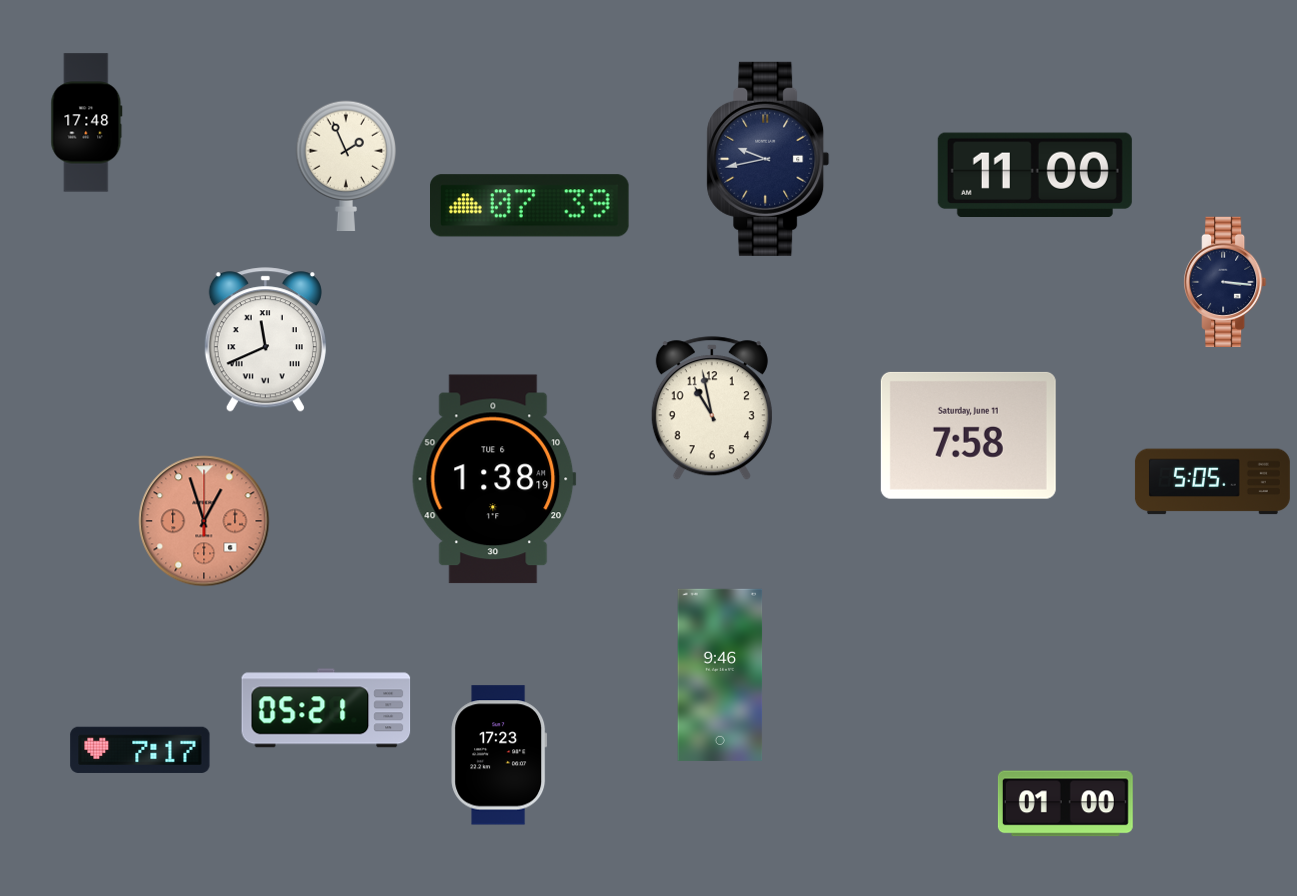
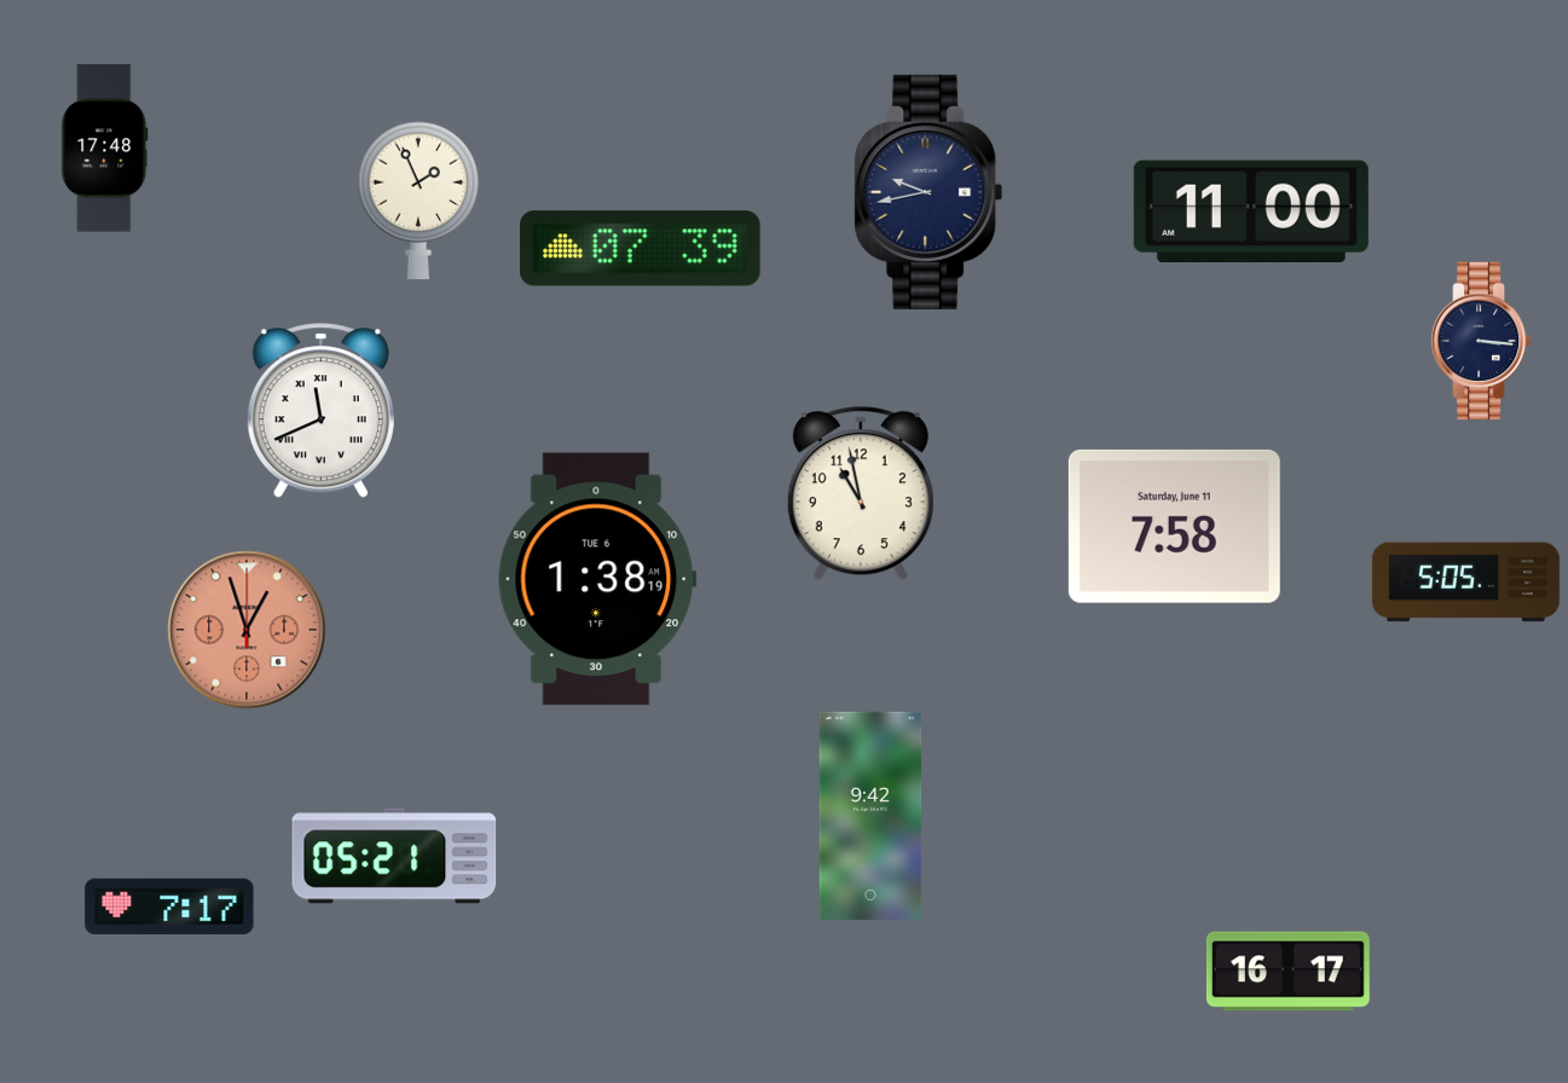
clock at (968, 435) position: (968, 435) -> (1174, 526)
clock at (720, 675): 9:46 -> 9:42
clock at (499, 755): 17:23 -> none
clock at (1065, 804): 01:00 -> 16:17
